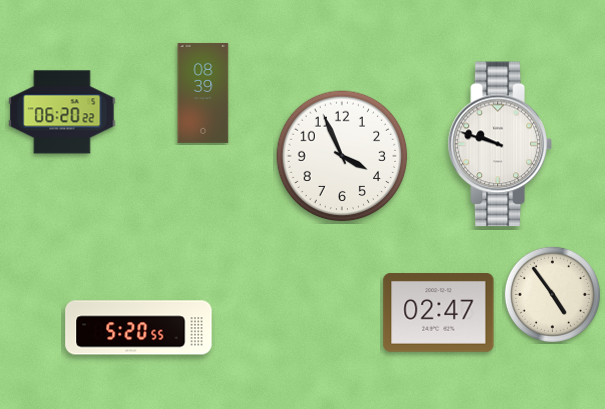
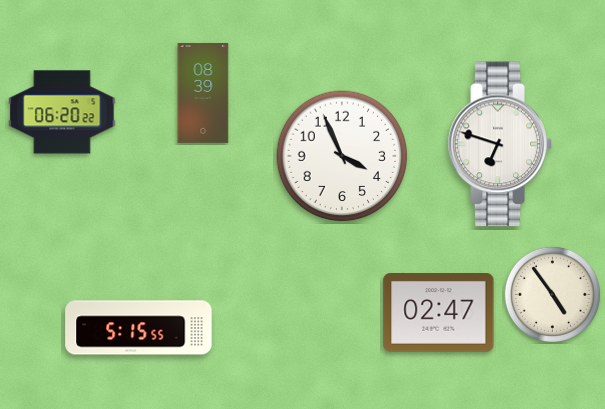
clock at (500, 144): 9:48 -> 6:48
clock at (139, 328): 5:20 -> 5:15
